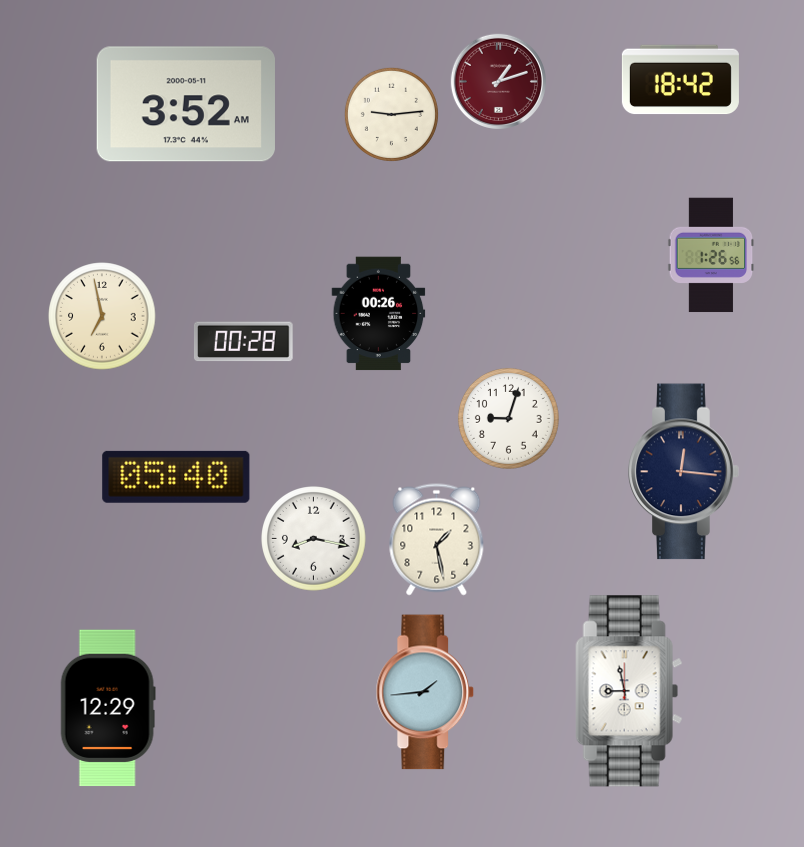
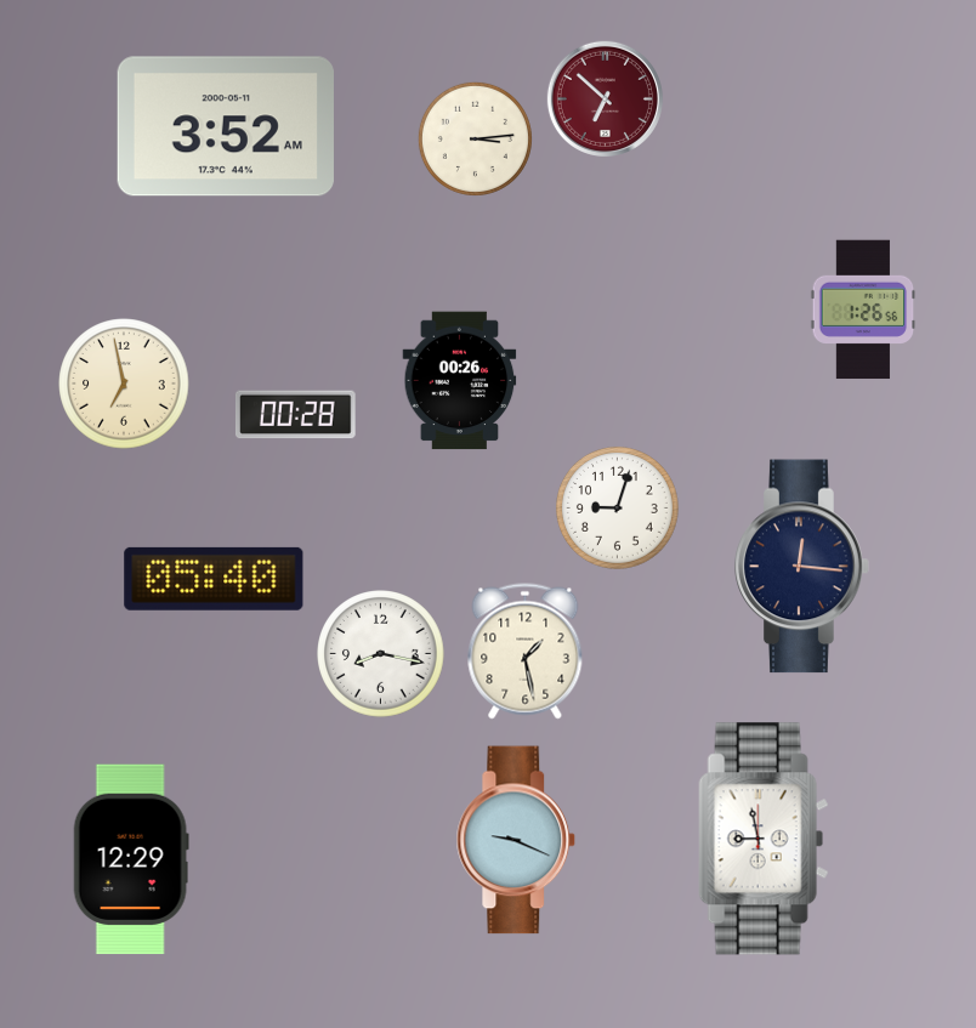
clock at (680, 80): 18:42 -> none
clock at (498, 81): 1:12 -> 6:52
clock at (391, 114): 9:14 -> 3:14
clock at (684, 472) position: (684, 472) -> (802, 567)
clock at (437, 540) position: (437, 540) -> (526, 652)
clock at (425, 692): 1:44 -> 9:19
